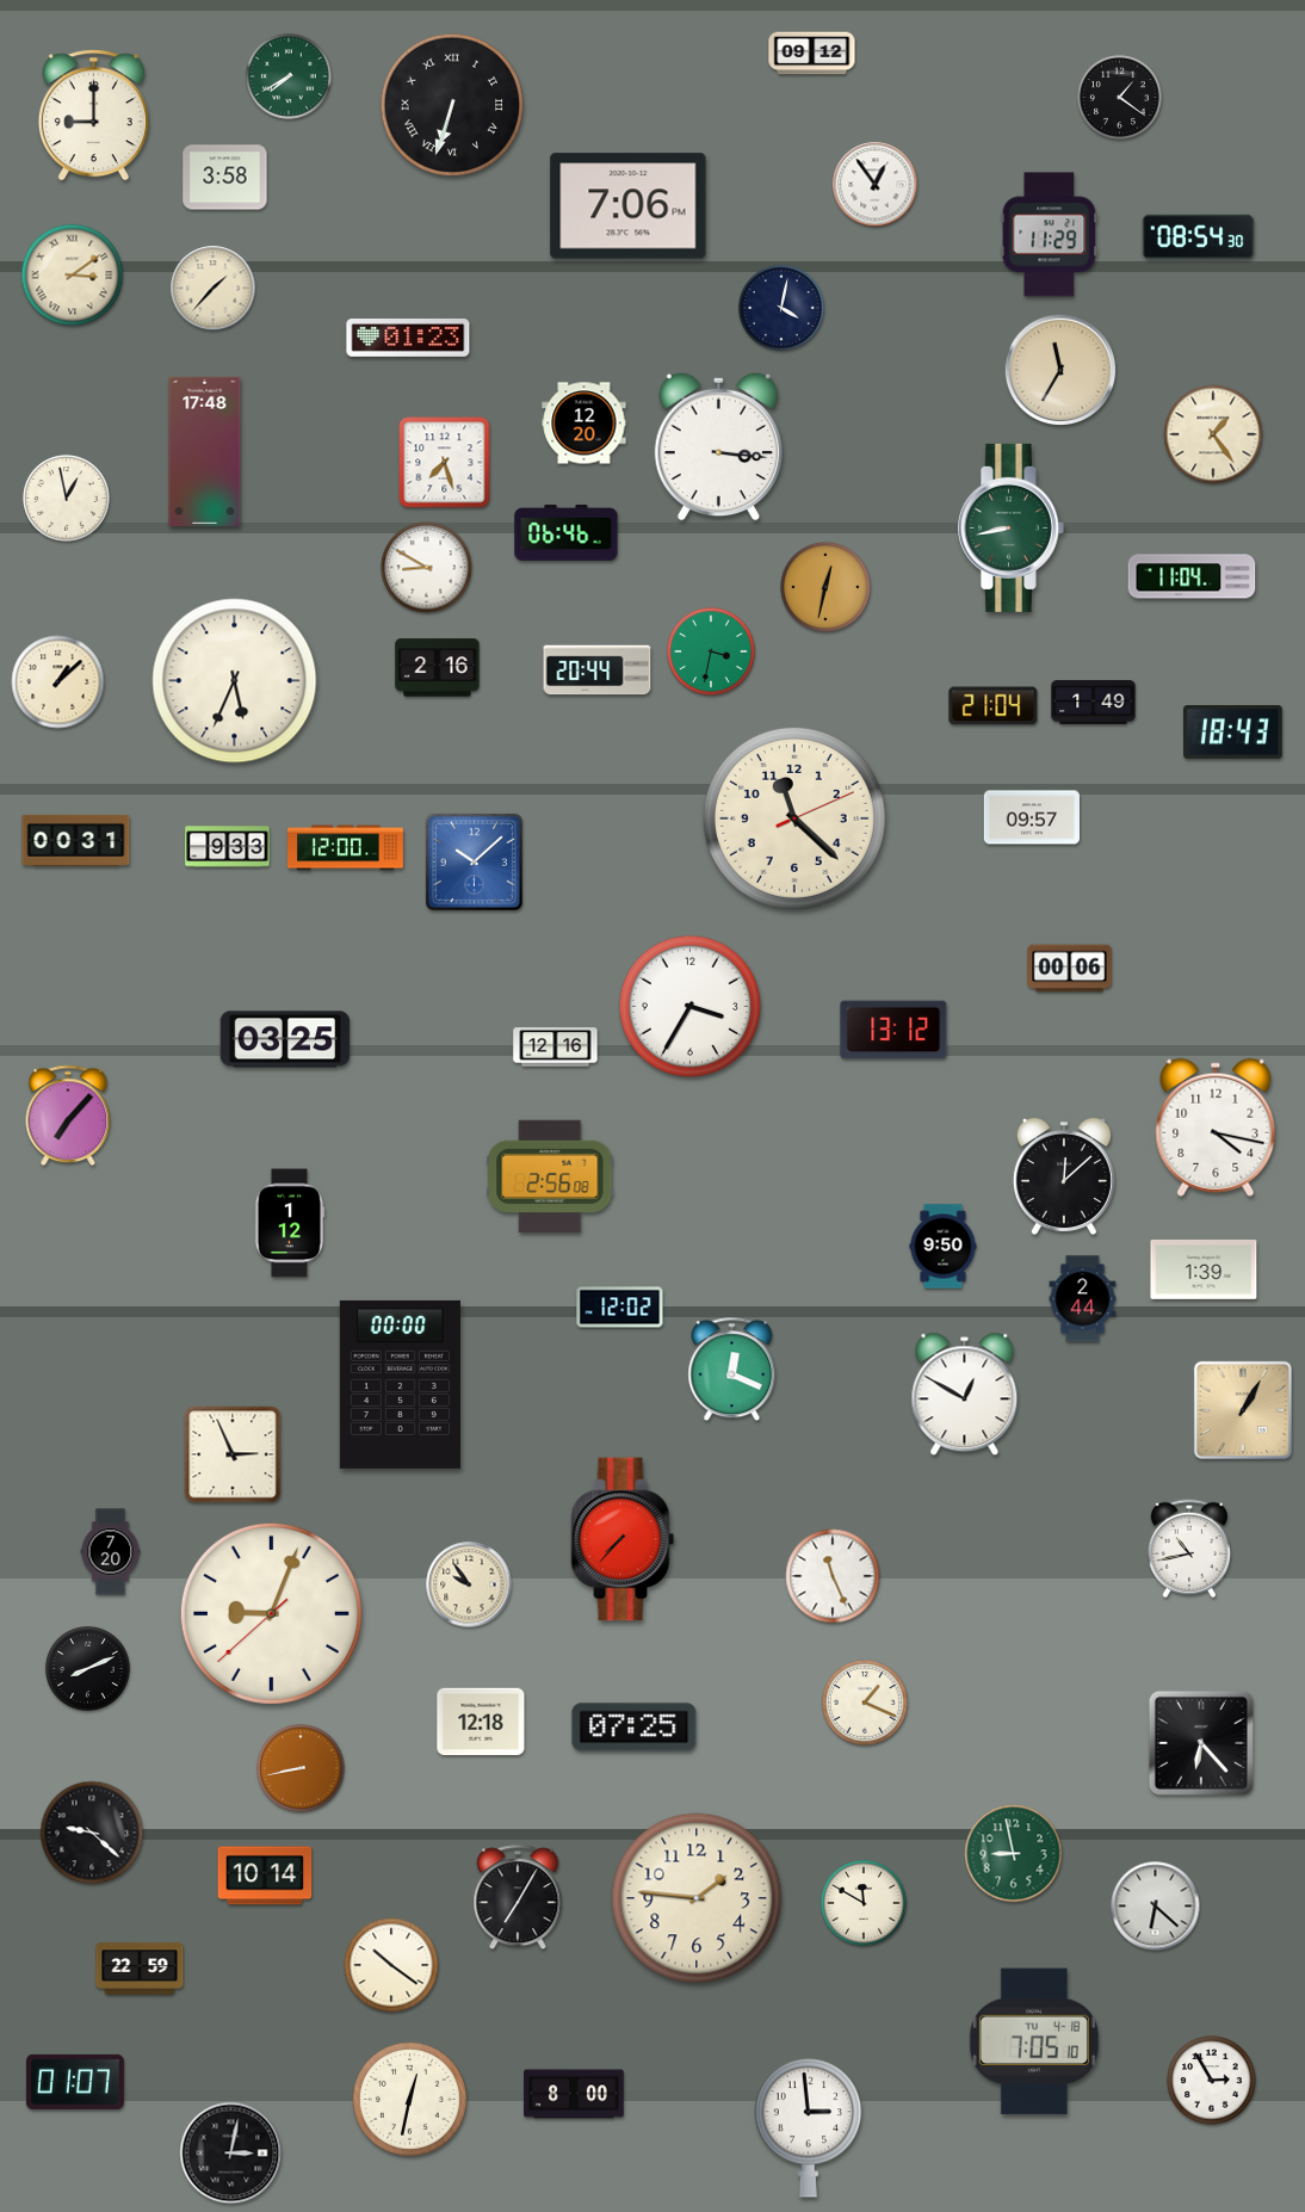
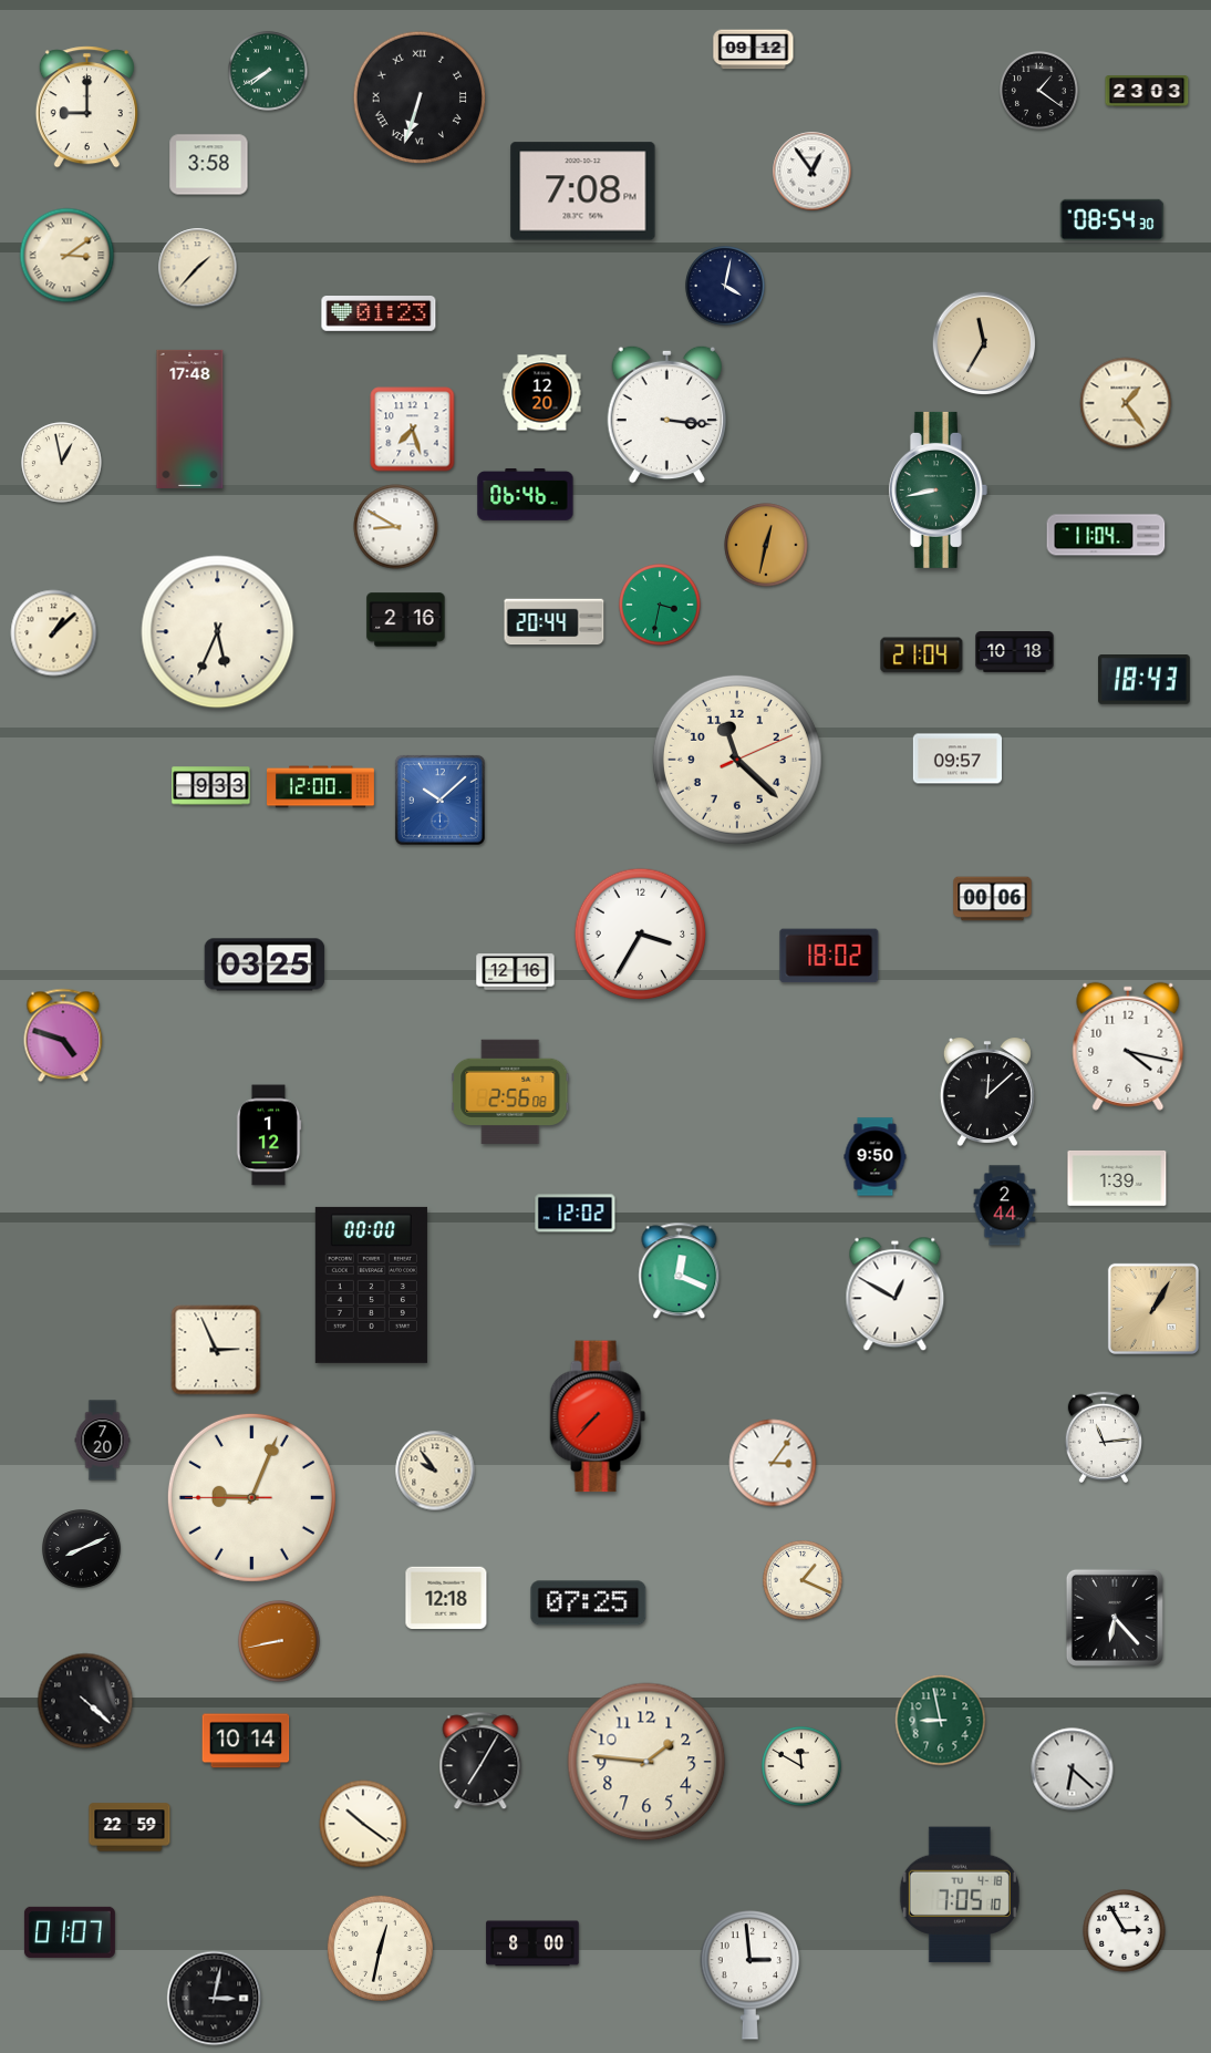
clock at (1147, 91): none -> 23:03
clock at (629, 206): 7:06 -> 7:08
clock at (1050, 235): 11:29 -> none
clock at (1094, 703): 1:49 -> 10:18
clock at (76, 840): 00:31 -> none
clock at (893, 1030): 13:12 -> 18:02
clock at (68, 1116): 7:07 -> 4:48
clock at (623, 1539) position: (623, 1539) -> (598, 1416)
clock at (1188, 1547): 10:43 -> 11:14
clock at (833, 1576): 11:26 -> 3:06
clock at (271, 1613): 9:03:38 -> 9:03:45
clock at (92, 1833): 9:22 -> 4:22
